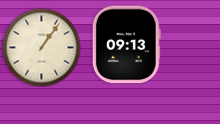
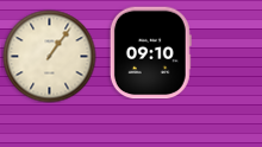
clock at (126, 44): 09:13 -> 09:10
